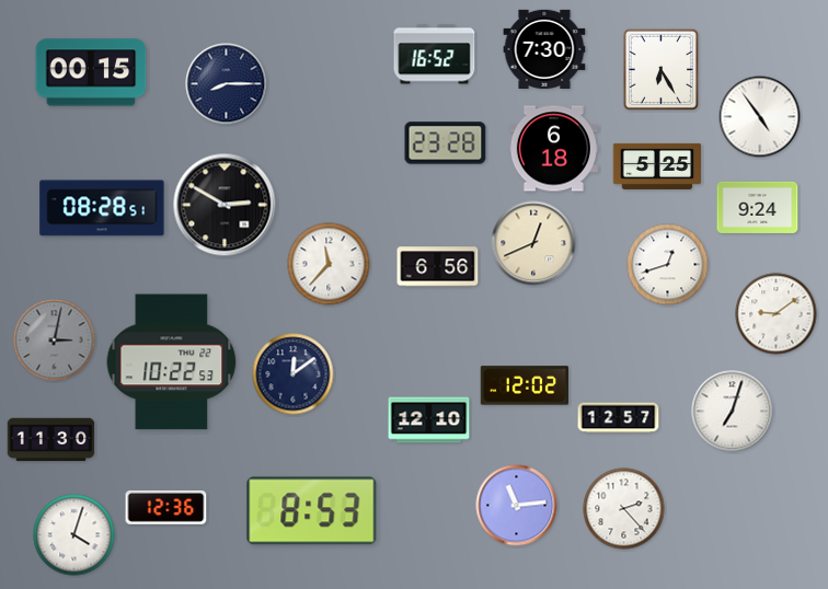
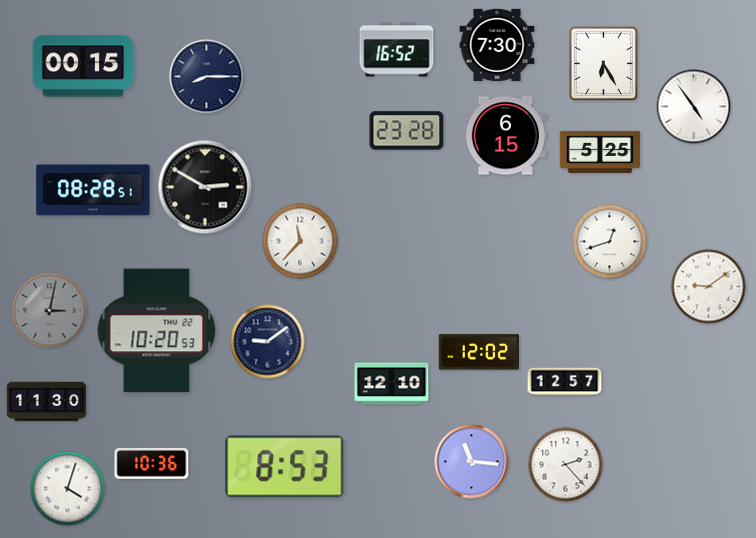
clock at (553, 149): 6:18 -> 6:15
clock at (758, 207): 9:24 -> none
clock at (533, 243): 12:41 -> none
clock at (438, 267): 6:56 -> none
clock at (172, 362): 10:22 -> 10:20
clock at (294, 374): 12:09 -> 9:09
clock at (733, 412): 7:03 -> none
clock at (517, 506): 11:14 -> 11:16
clock at (166, 507): 12:36 -> 10:36
clock at (624, 509) position: (624, 509) -> (566, 465)
